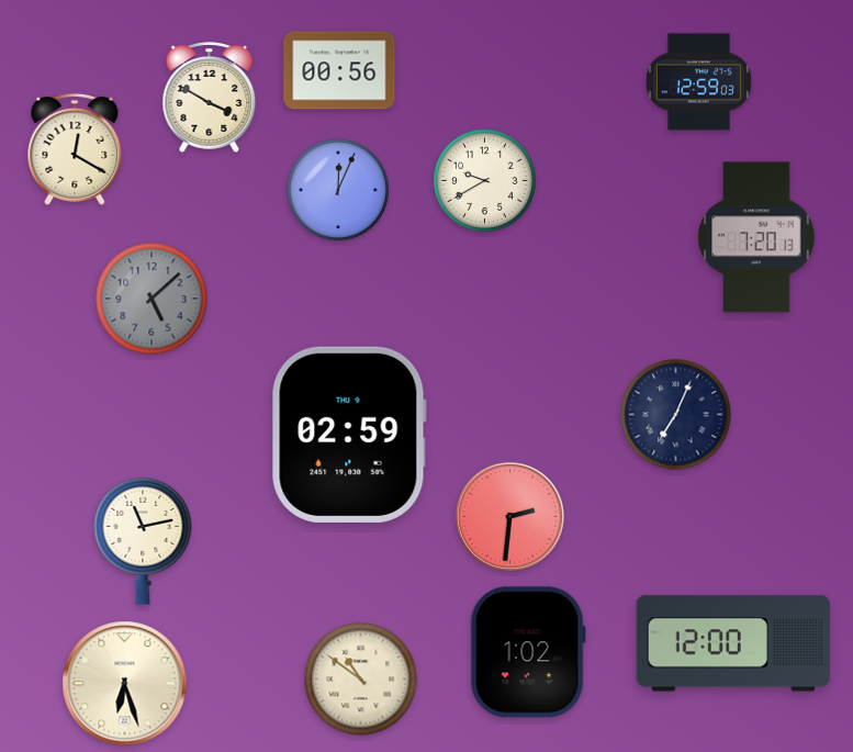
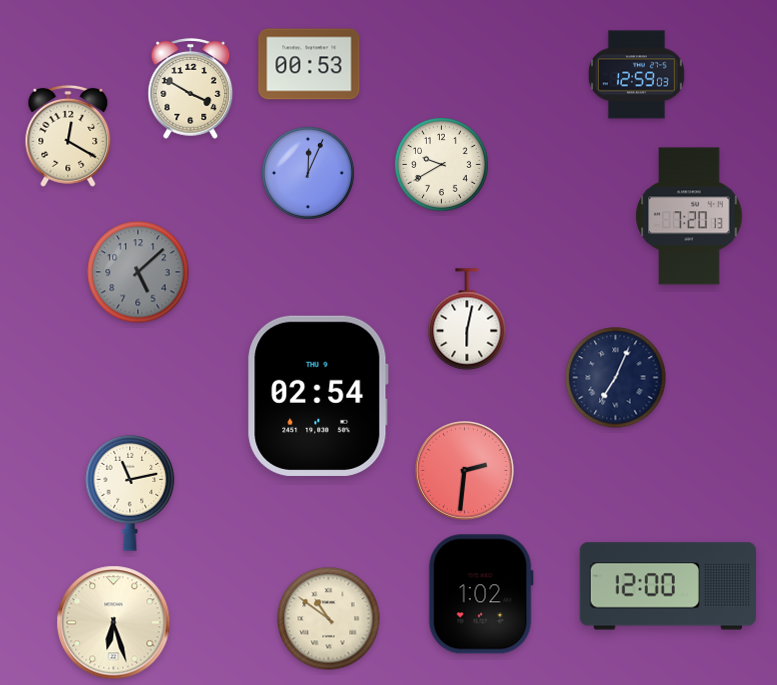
clock at (339, 70): 00:56 -> 00:53
clock at (467, 319): none -> 6:02
clock at (349, 435): 02:59 -> 02:54
